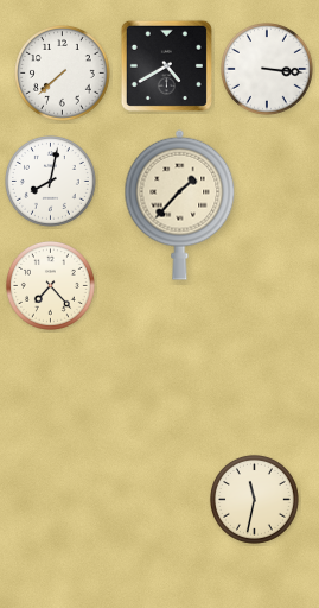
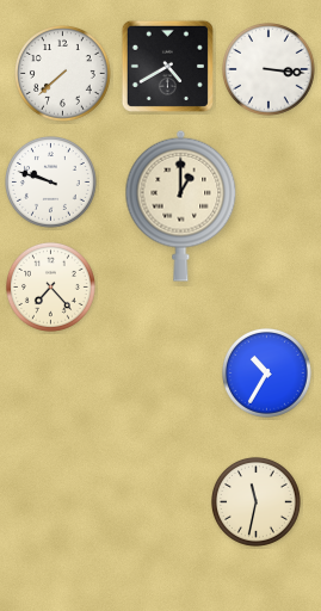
clock at (51, 182): 8:02 -> 9:48
clock at (180, 204): 1:37 -> 1:00
clock at (266, 372): none -> 10:35
